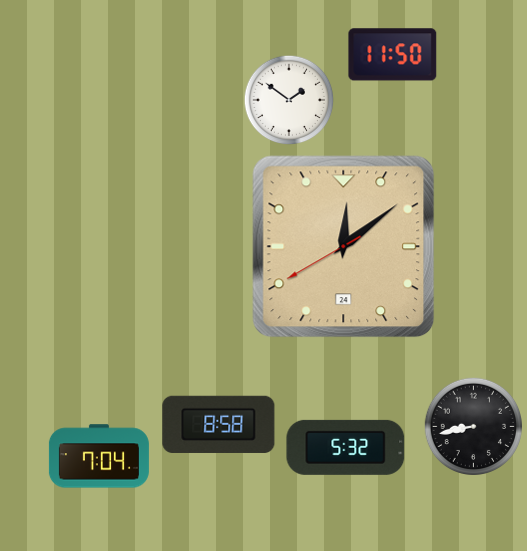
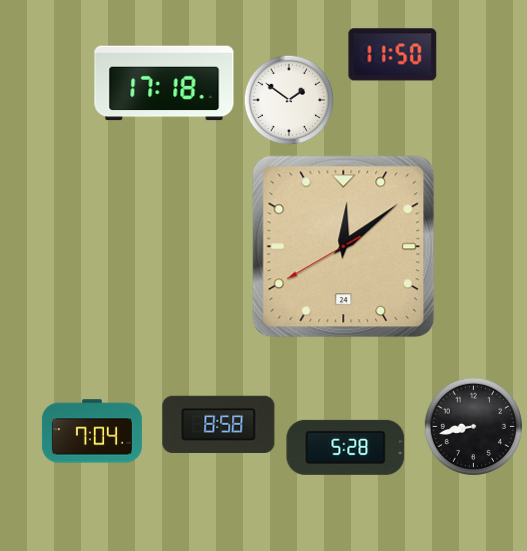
clock at (164, 83): none -> 17:18
clock at (346, 447): 5:32 -> 5:28
clock at (99, 456) position: (99, 456) -> (92, 431)
